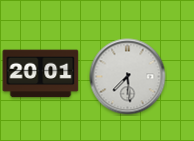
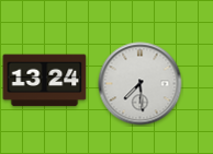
clock at (41, 74): 20:01 -> 13:24
